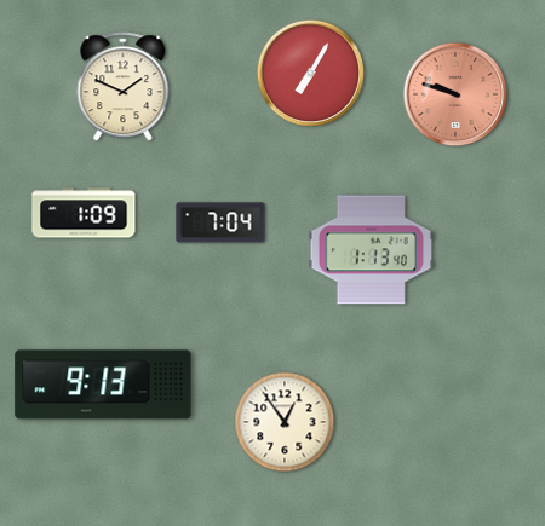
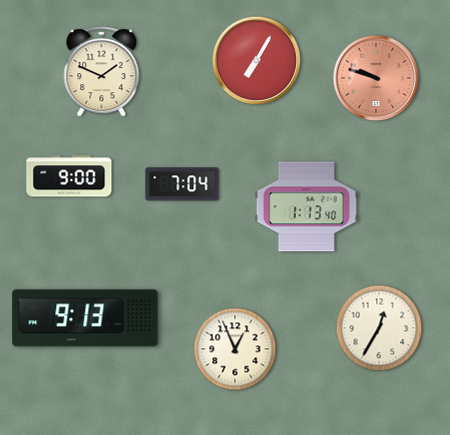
clock at (84, 213): 1:09 -> 9:00
clock at (379, 328): none -> 12:35
clock at (285, 422): 12:54 -> 12:56
